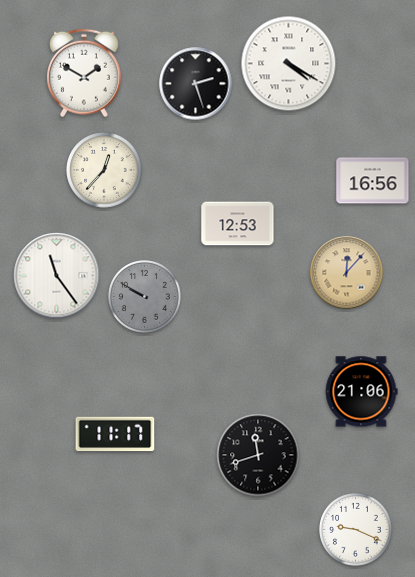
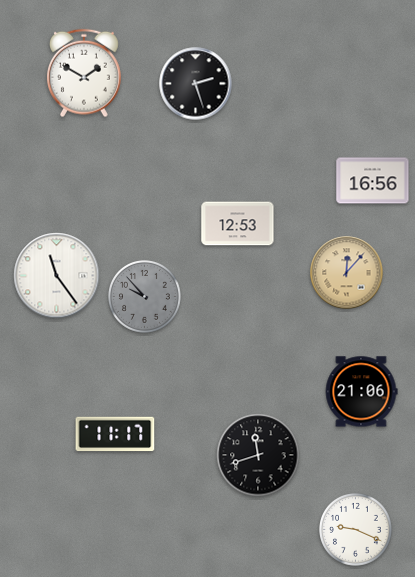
clock at (289, 64): 4:20 -> none
clock at (104, 170): 12:37 -> none
clock at (145, 297): 9:50 -> 9:53
